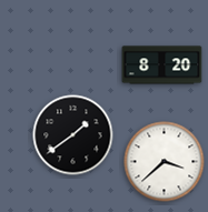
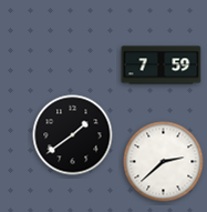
clock at (162, 65): 8:20 -> 7:59
clock at (165, 162): 3:38 -> 2:38
